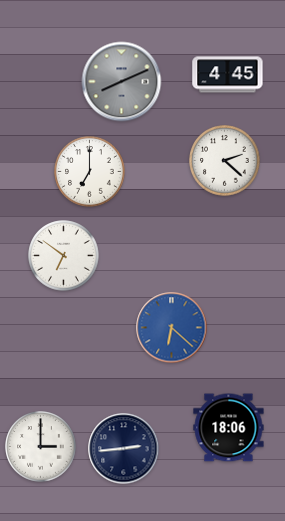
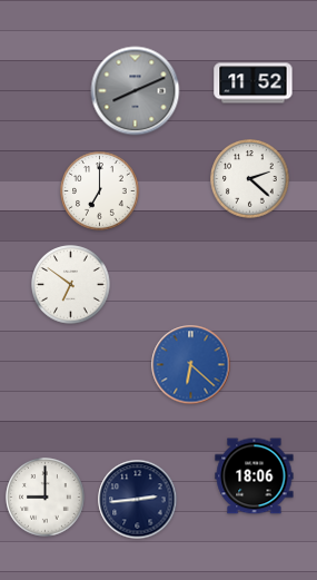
clock at (228, 75): 4:45 -> 11:52
clock at (41, 447): 3:00 -> 9:00
